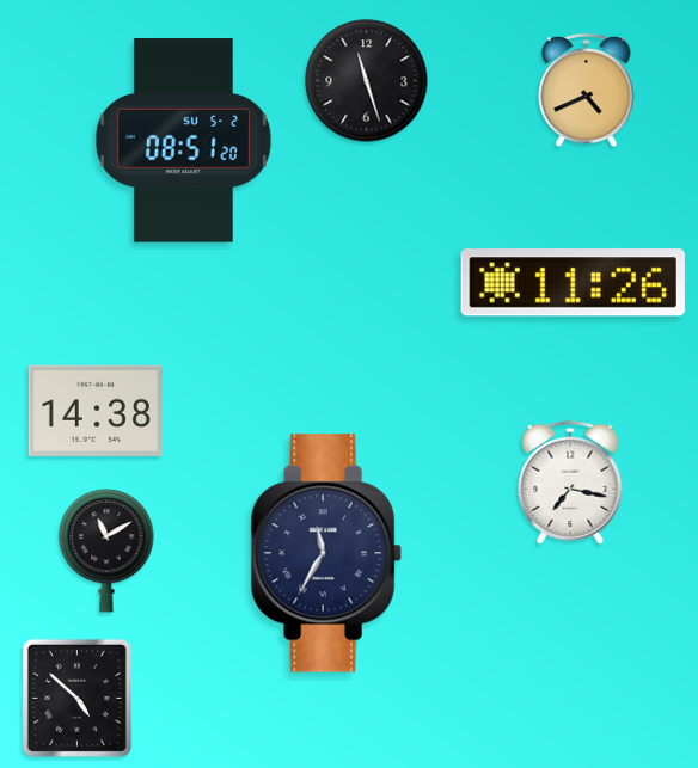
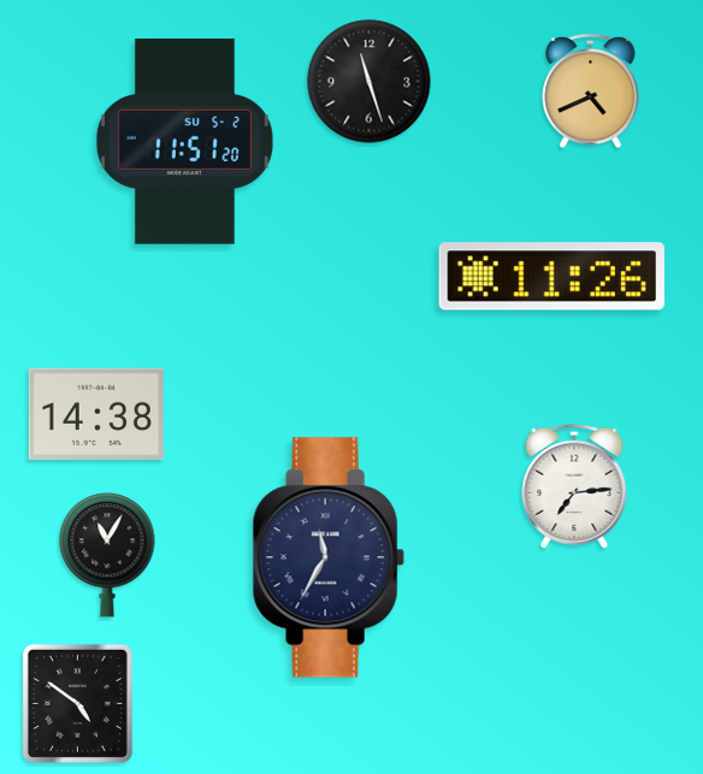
clock at (183, 141): 08:51 -> 11:51
clock at (573, 283) position: (573, 283) -> (551, 277)
clock at (570, 483): 7:17 -> 7:14
clock at (106, 551): 11:10 -> 11:05
clock at (76, 698): 4:52 -> 4:51
